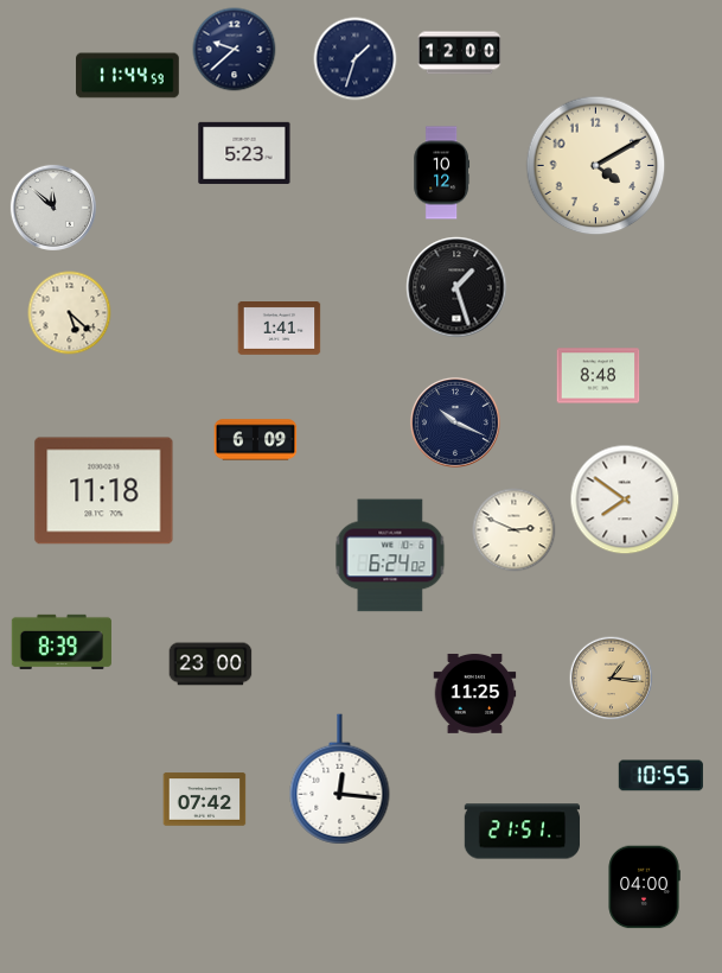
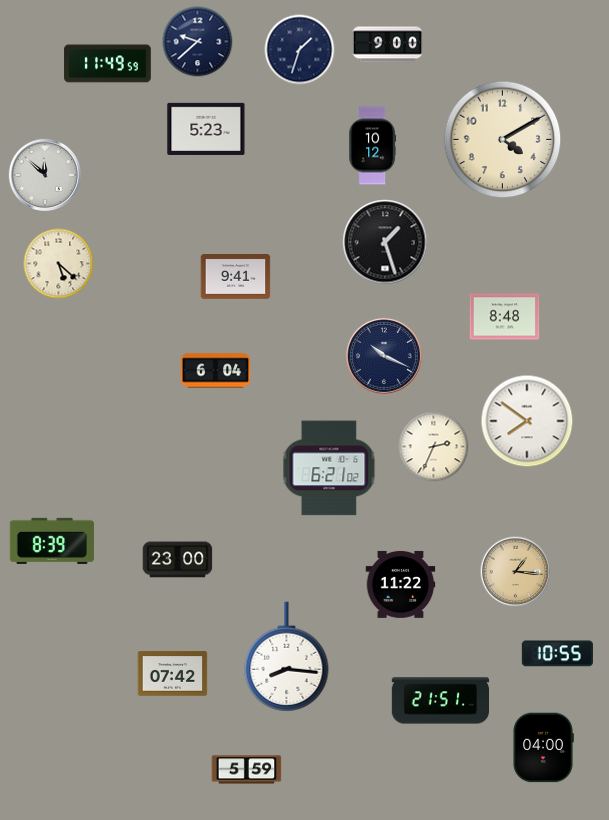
clock at (460, 53): 12:00 -> 9:00
clock at (128, 76): 11:44 -> 11:49
clock at (280, 329): 1:41 -> 9:41
clock at (256, 440): 6:09 -> 6:04
clock at (104, 491): 11:18 -> none
clock at (515, 530): 2:49 -> 2:34
clock at (390, 555): 6:24 -> 6:21
clock at (475, 694): 11:25 -> 11:22
clock at (340, 780): 12:16 -> 8:16
clock at (247, 770): none -> 5:59
